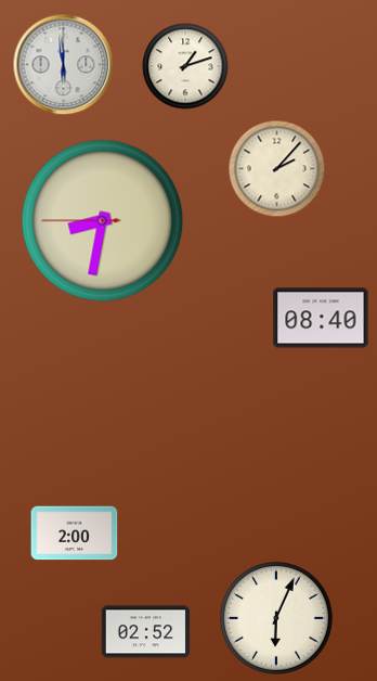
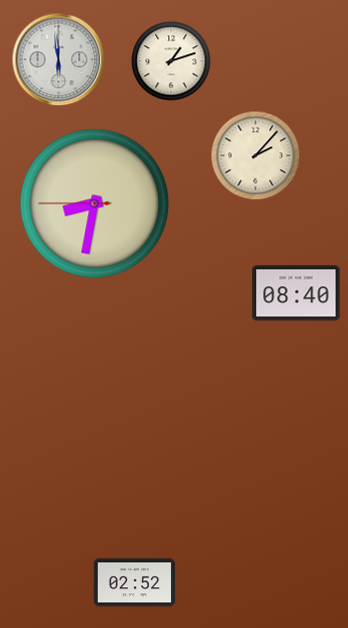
clock at (75, 534): 2:00 -> none
clock at (277, 619): 6:04 -> none
